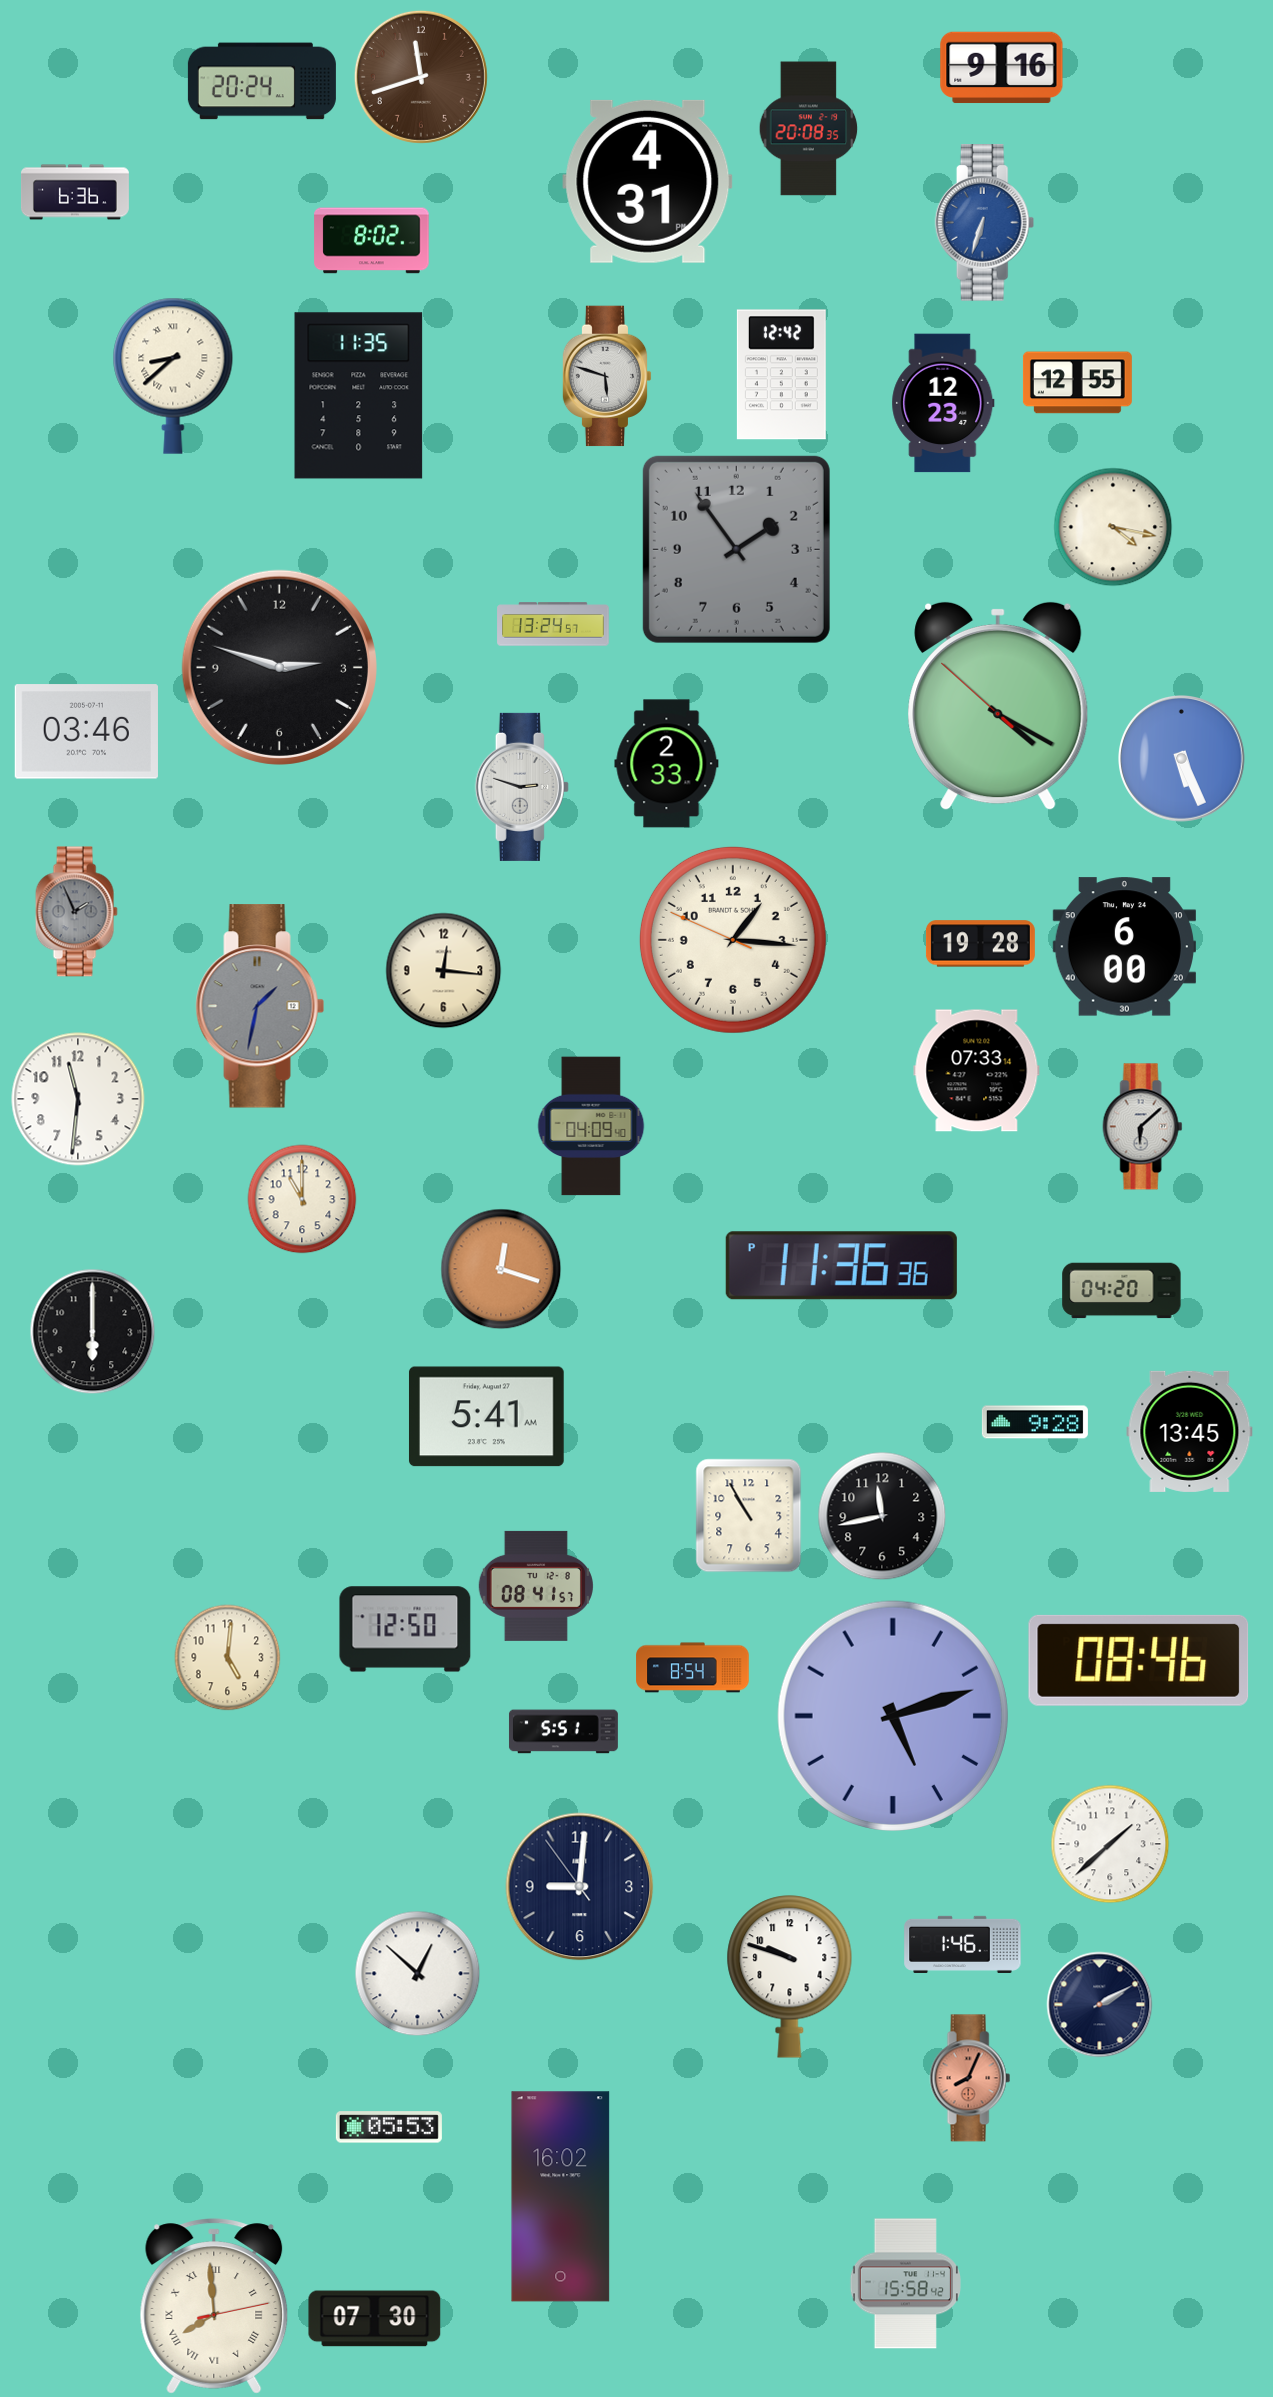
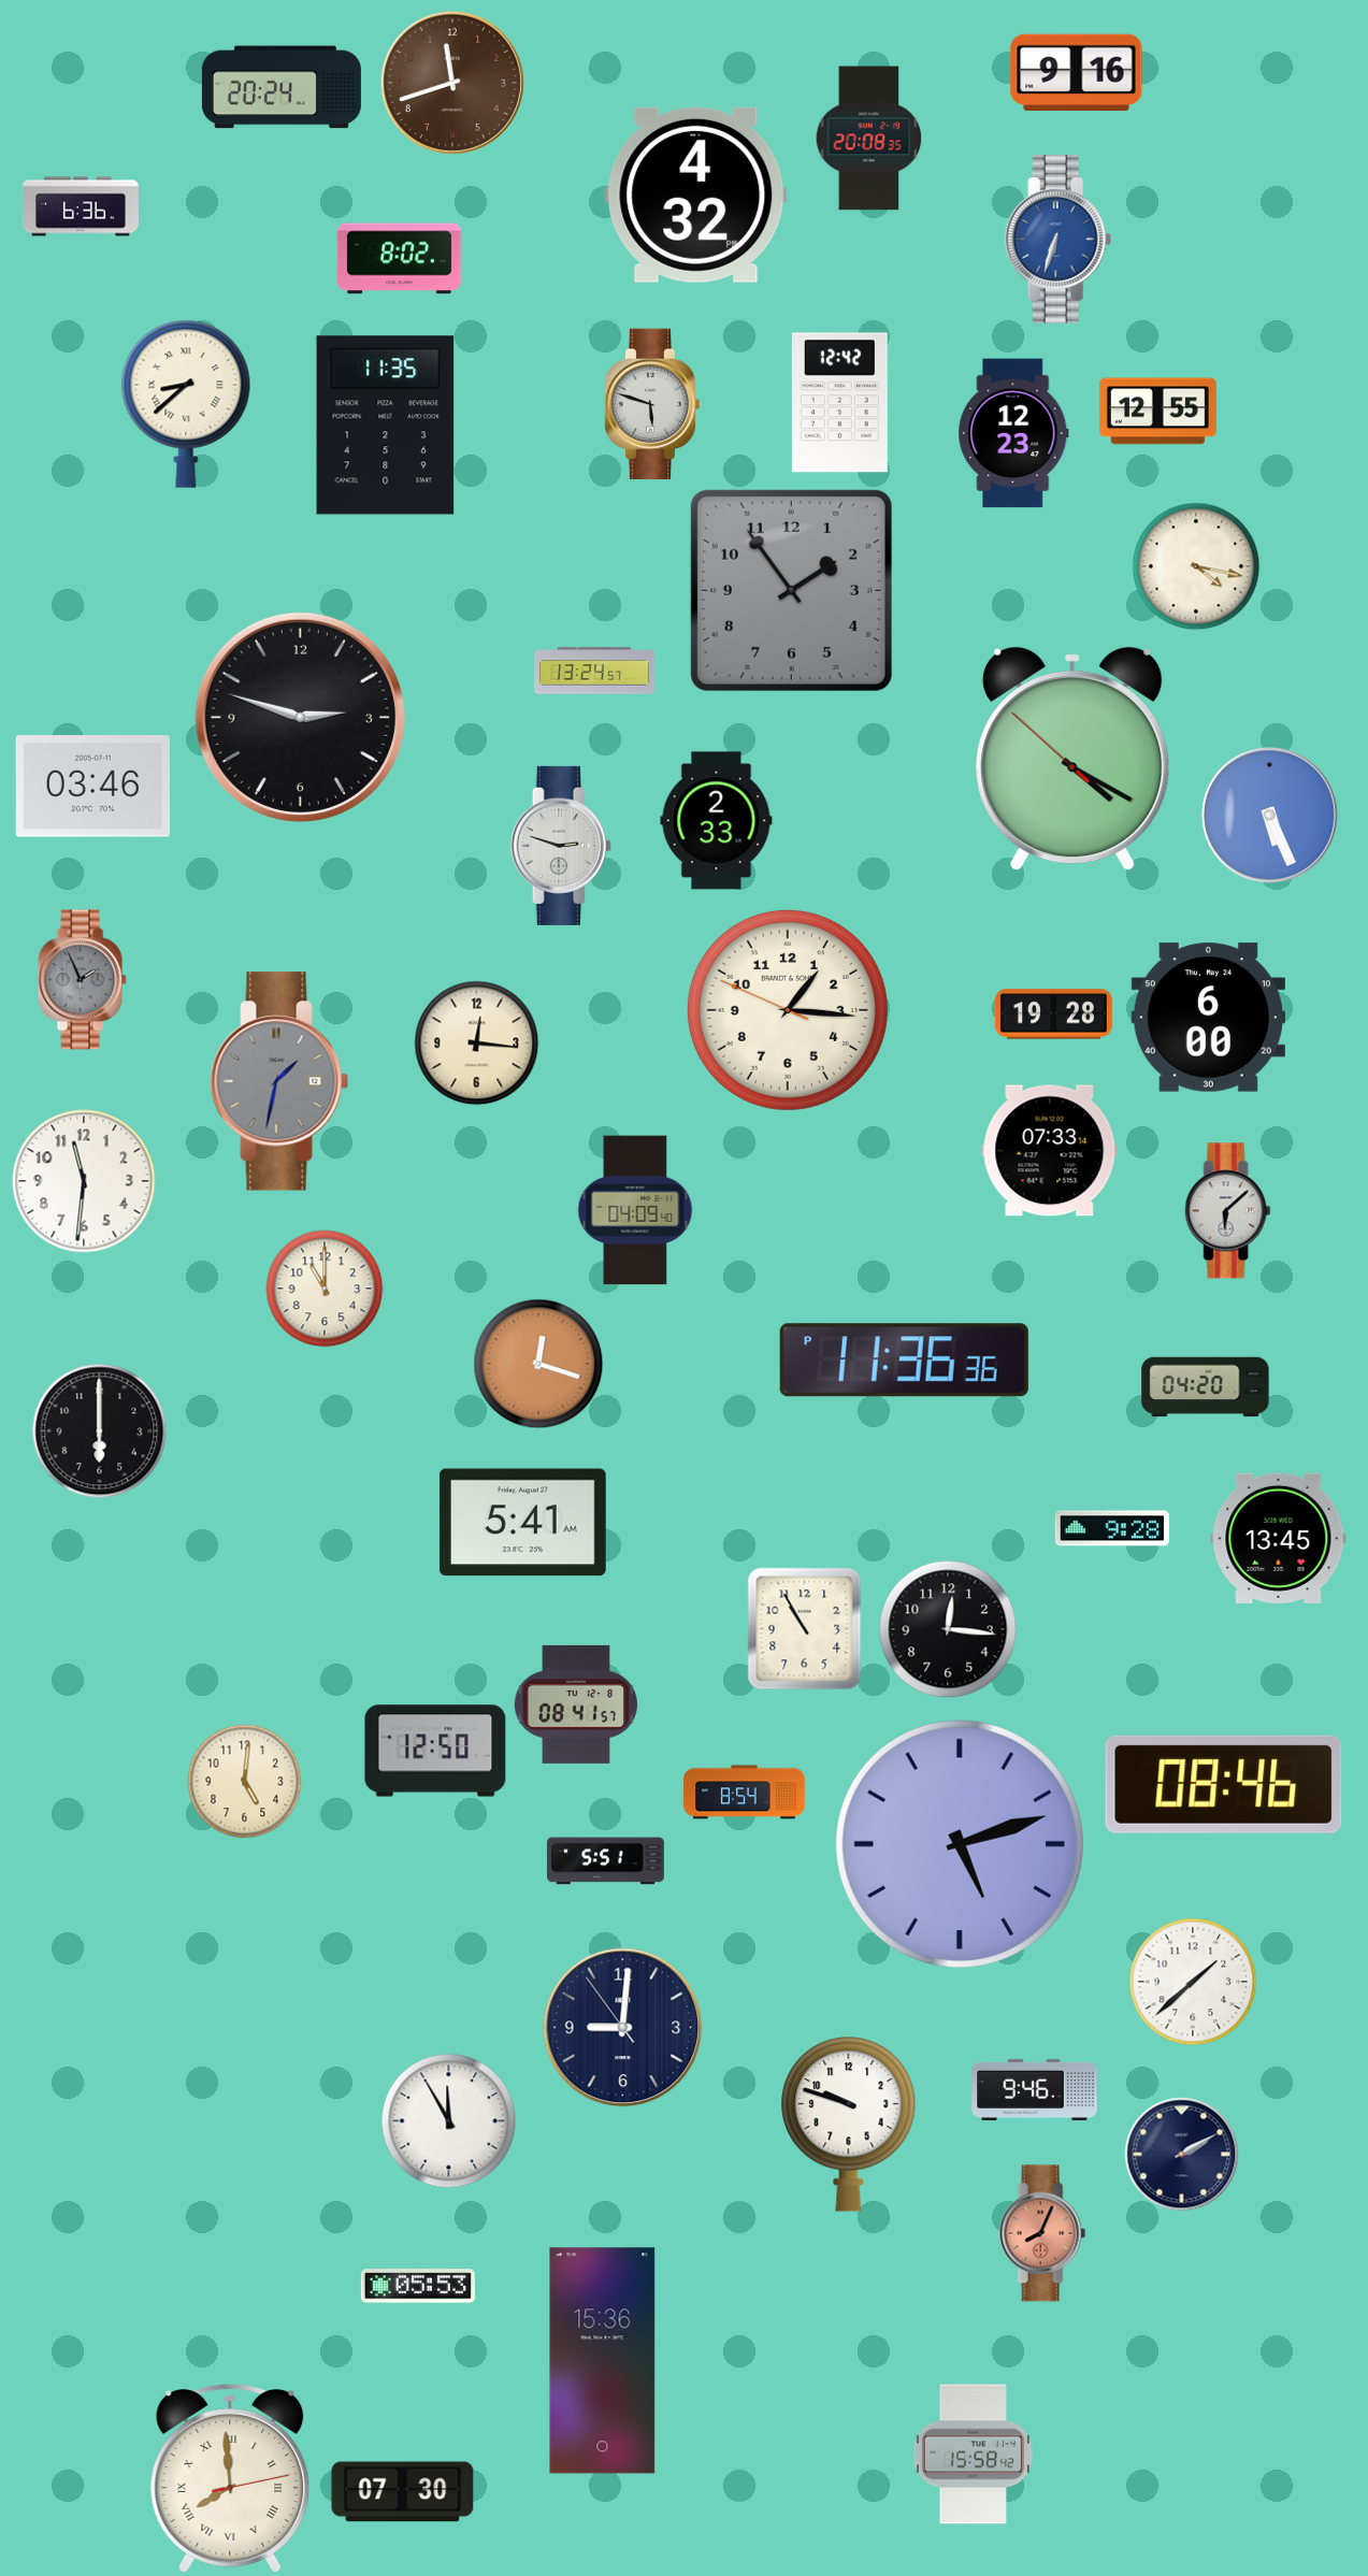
clock at (648, 181): 4:31 -> 4:32
clock at (882, 1516): 11:43 -> 12:16
clock at (963, 1944): 1:46 -> 9:46
clock at (418, 1974): 12:52 -> 11:55
clock at (561, 2197): 16:02 -> 15:36
